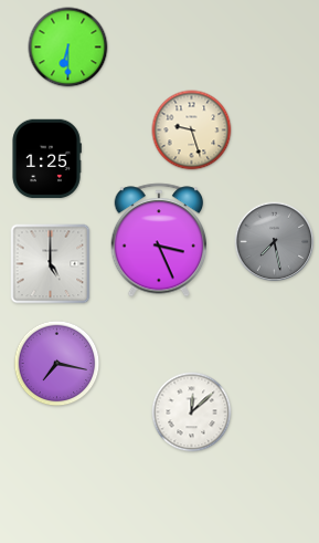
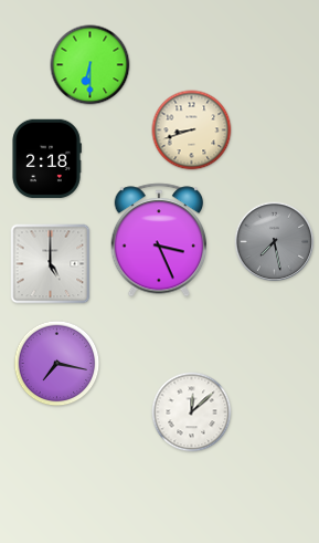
clock at (68, 48) position: (68, 48) -> (91, 65)
clock at (192, 130): 9:27 -> 8:42
clock at (46, 159): 1:25 -> 2:18
